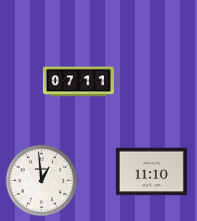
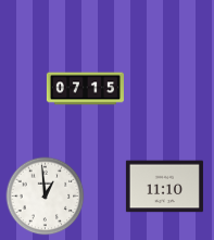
clock at (78, 82): 07:11 -> 07:15
